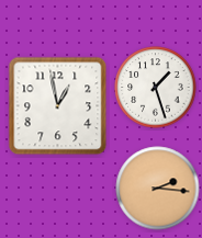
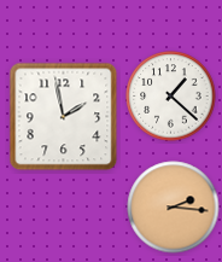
clock at (156, 88): 1:27 -> 1:22
clock at (58, 106): 12:58 -> 1:58
